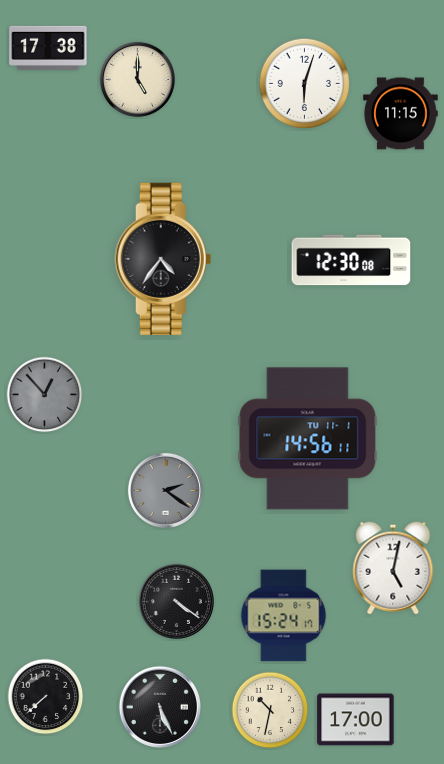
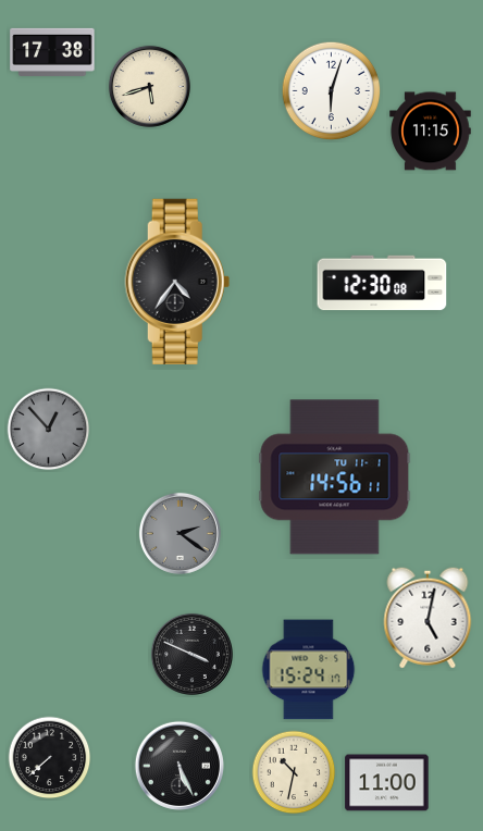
clock at (137, 79): 5:00 -> 5:42
clock at (401, 114) position: (401, 114) -> (431, 132)
clock at (176, 601): 4:21 -> 3:49
clock at (160, 707) position: (160, 707) -> (179, 766)
clock at (356, 720): 17:00 -> 11:00
